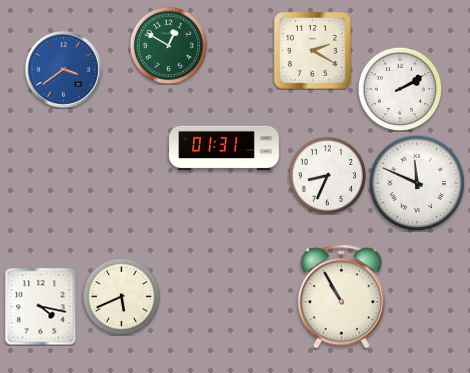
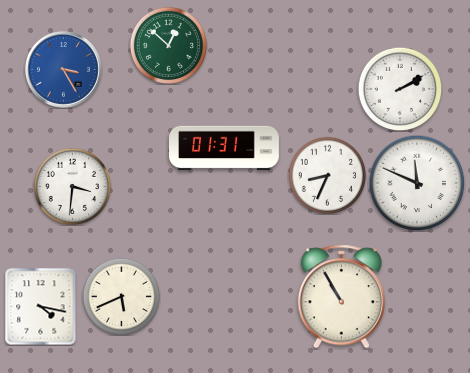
clock at (168, 45): 12:50 -> 12:52
clock at (312, 50): 2:20 -> none
clock at (64, 70): 3:39 -> 3:25
clock at (72, 186): none -> 3:31
